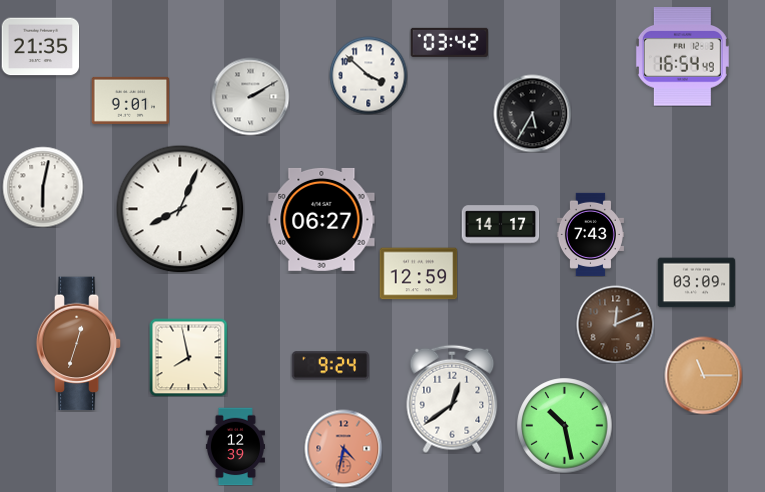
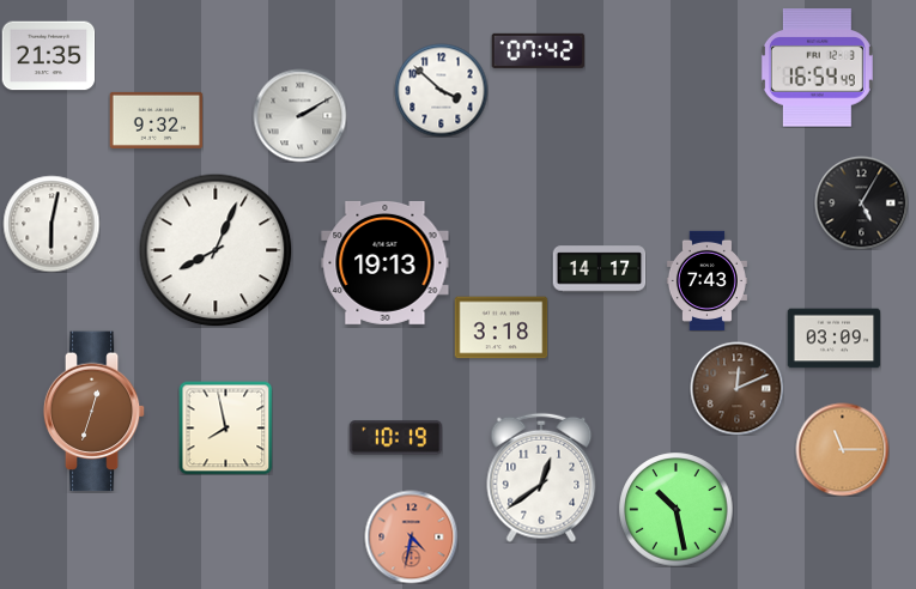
clock at (449, 42): 03:42 -> 07:42
clock at (130, 100): 9:01 -> 9:32
clock at (532, 113): 5:35 -> none
clock at (861, 202): none -> 5:05
clock at (322, 219): 06:27 -> 19:13
clock at (418, 274): 12:59 -> 3:18
clock at (330, 366): 9:24 -> 10:19
clock at (235, 446): 12:39 -> none
